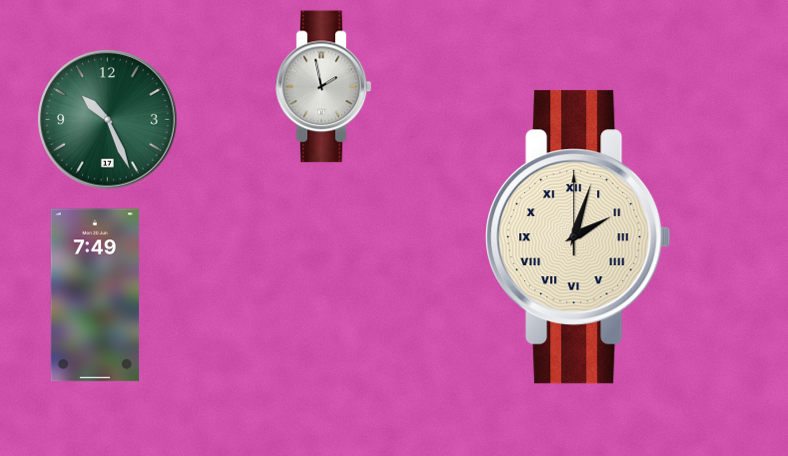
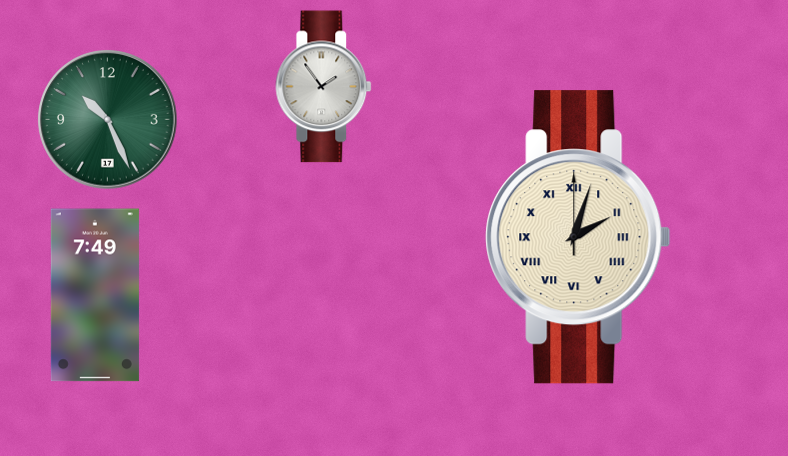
clock at (324, 87): 1:58 -> 1:54
